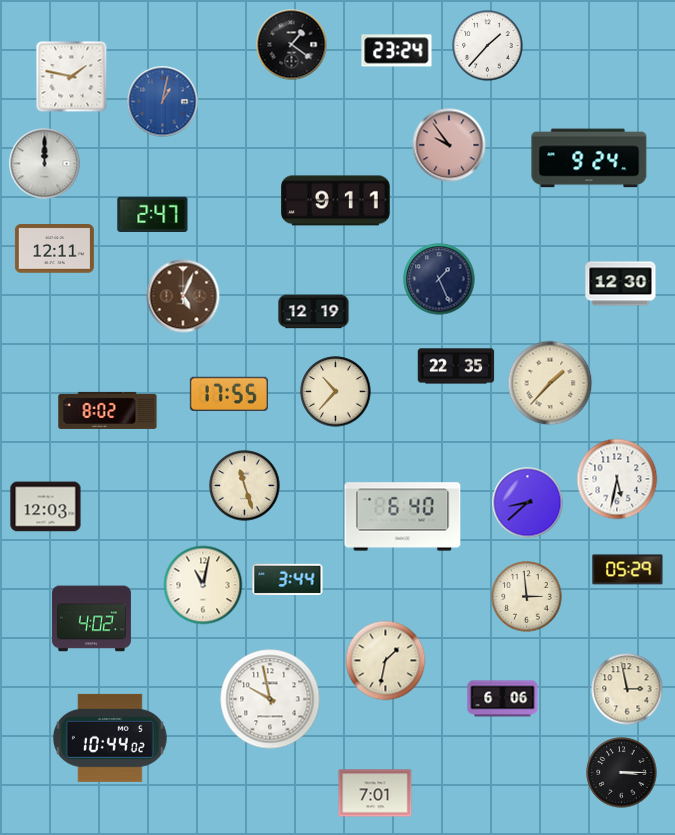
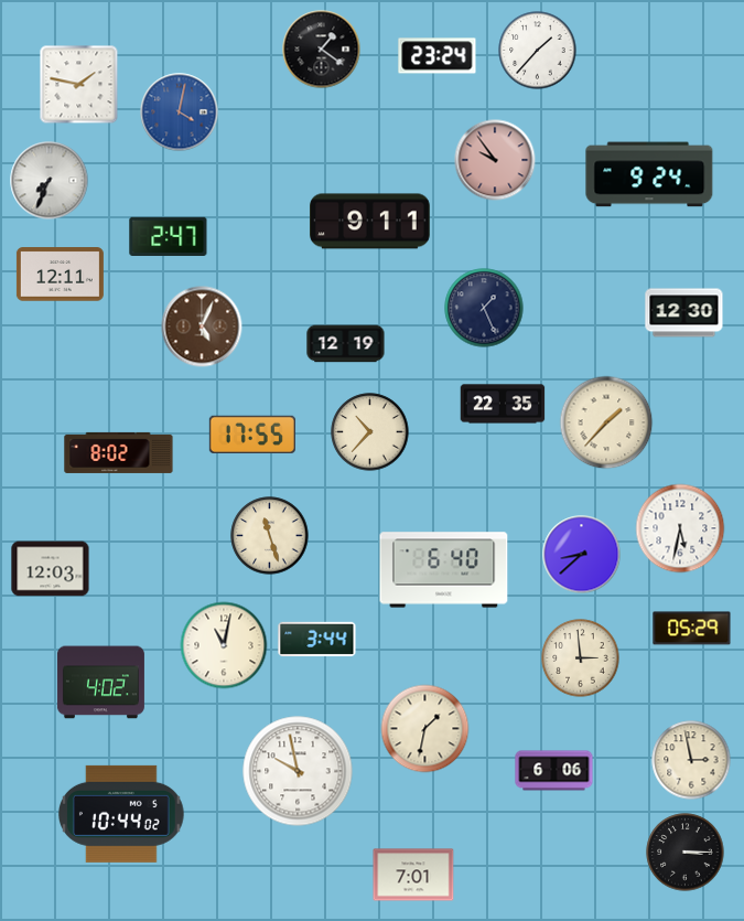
clock at (163, 102): 1:02 -> 4:02
clock at (45, 164): 12:00 -> 7:34
clock at (46, 507) position: (46, 507) -> (51, 569)
